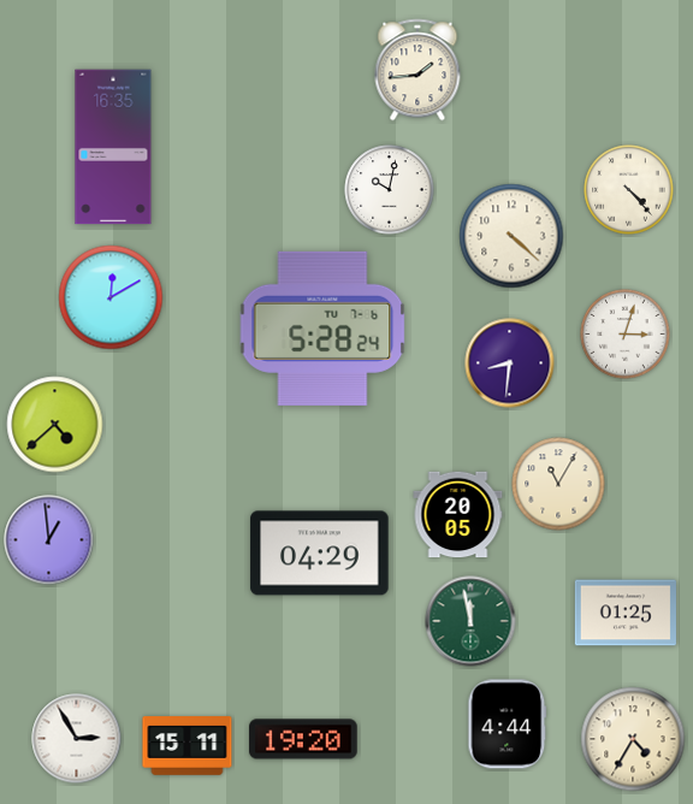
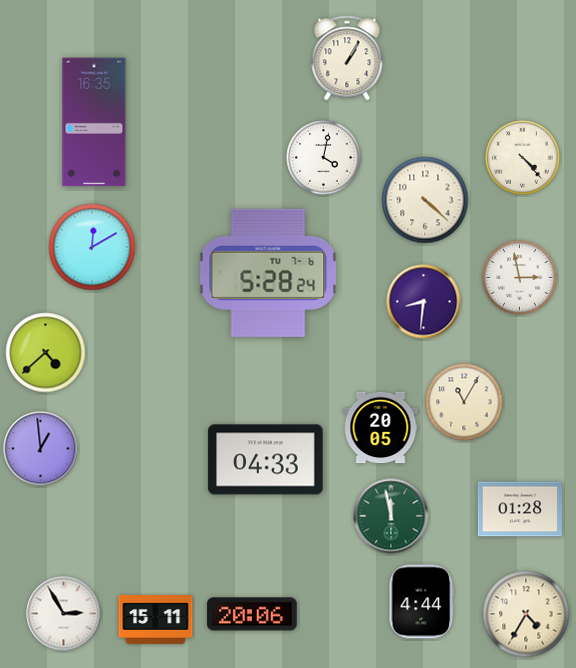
clock at (417, 70): 1:44 -> 1:05
clock at (390, 190): 10:02 -> 4:02
clock at (511, 236) position: (511, 236) -> (425, 200)
clock at (626, 335): 3:03 -> 2:58
clock at (320, 554): 04:29 -> 04:33
clock at (626, 613): 01:25 -> 01:28
clock at (303, 739): 19:20 -> 20:06
